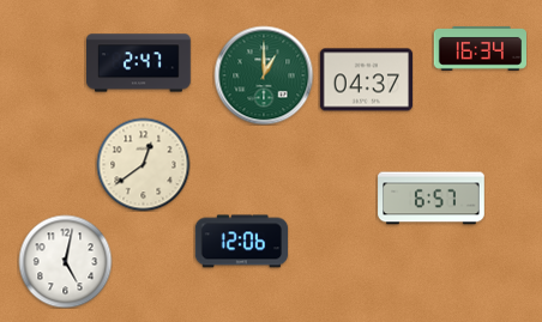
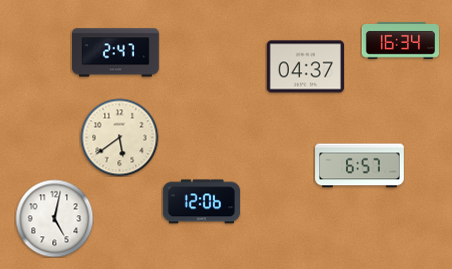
clock at (264, 75): 1:00 -> none
clock at (143, 164): 12:39 -> 5:39
